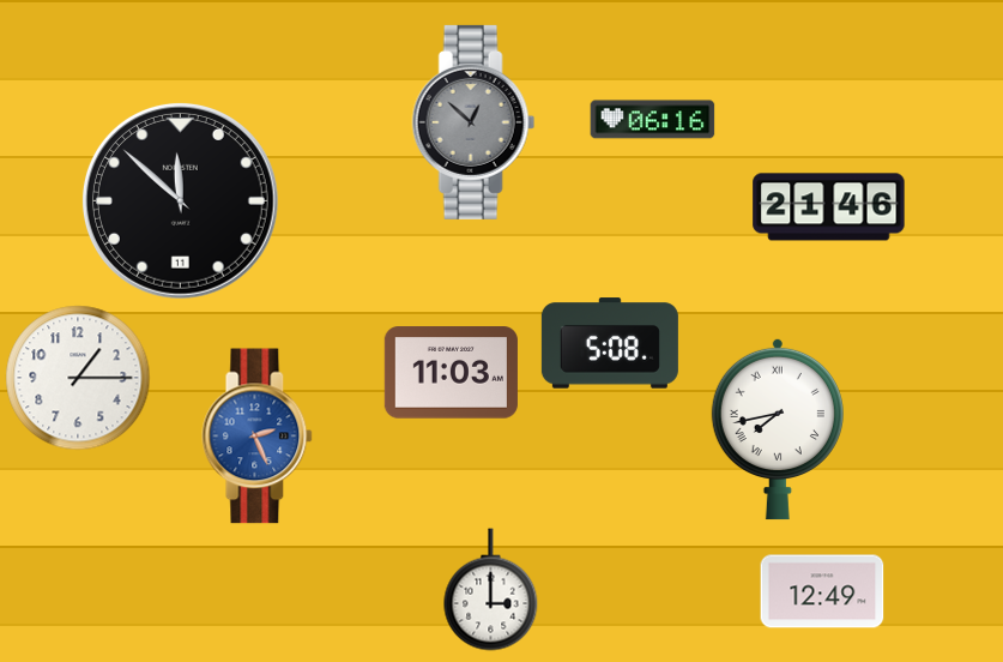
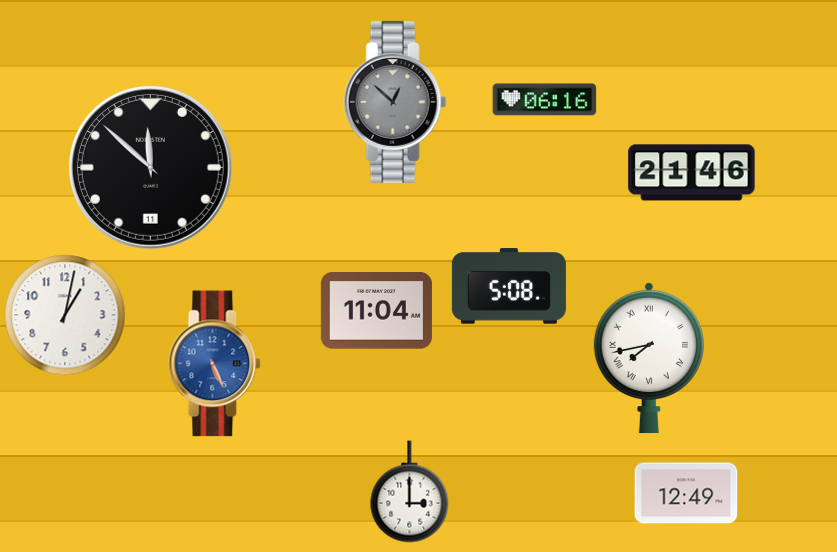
clock at (451, 373): 11:03 -> 11:04
clock at (78, 378): 1:15 -> 1:02
clock at (258, 437): 2:26 -> 5:26
